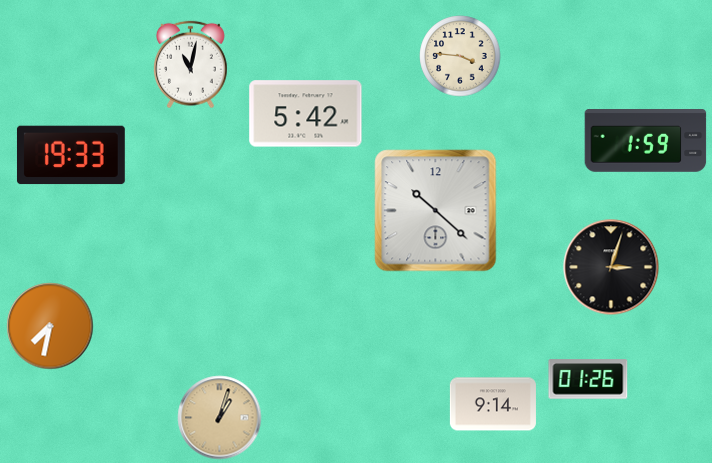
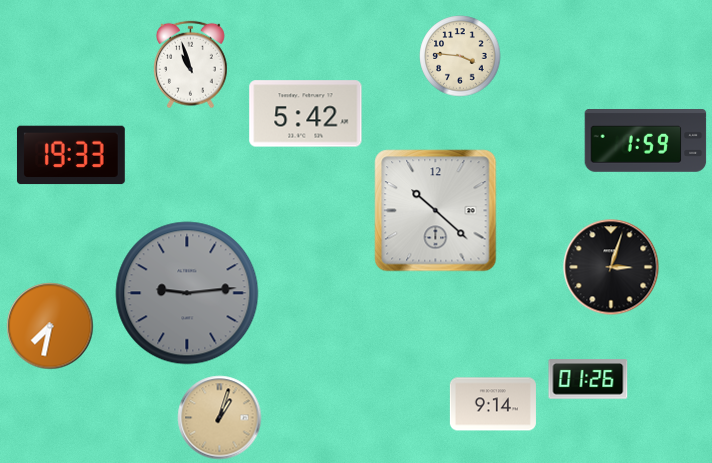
clock at (190, 65): 11:02 -> 10:57
clock at (187, 293): none -> 9:14
